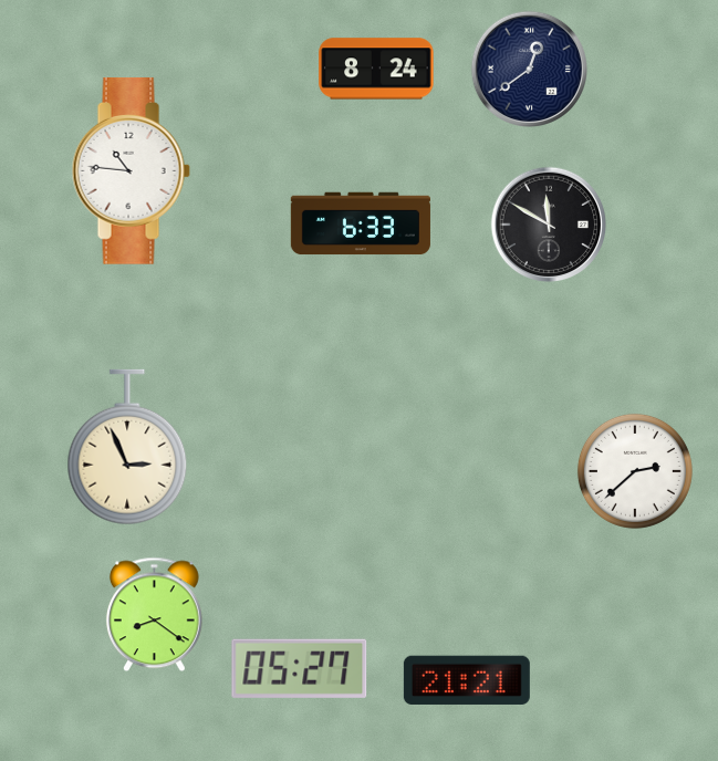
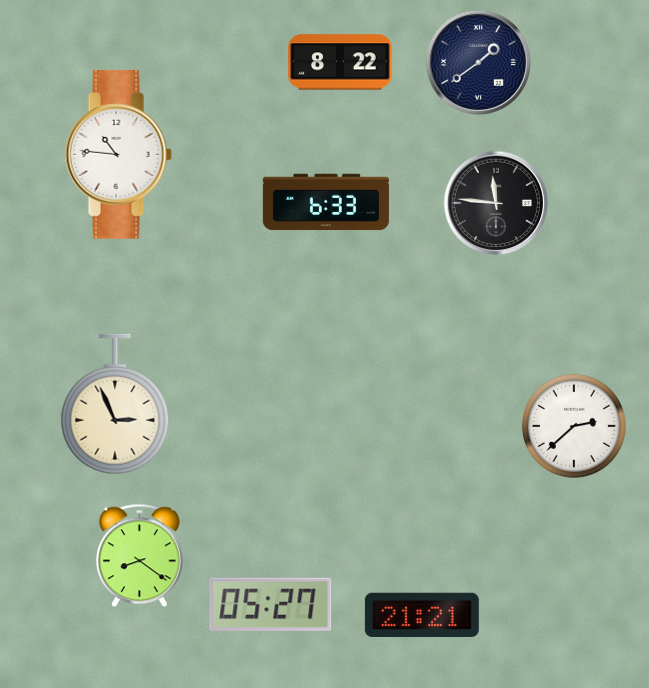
clock at (376, 69): 8:24 -> 8:22
clock at (529, 69): 12:39 -> 1:39
clock at (549, 225): 11:50 -> 11:46
